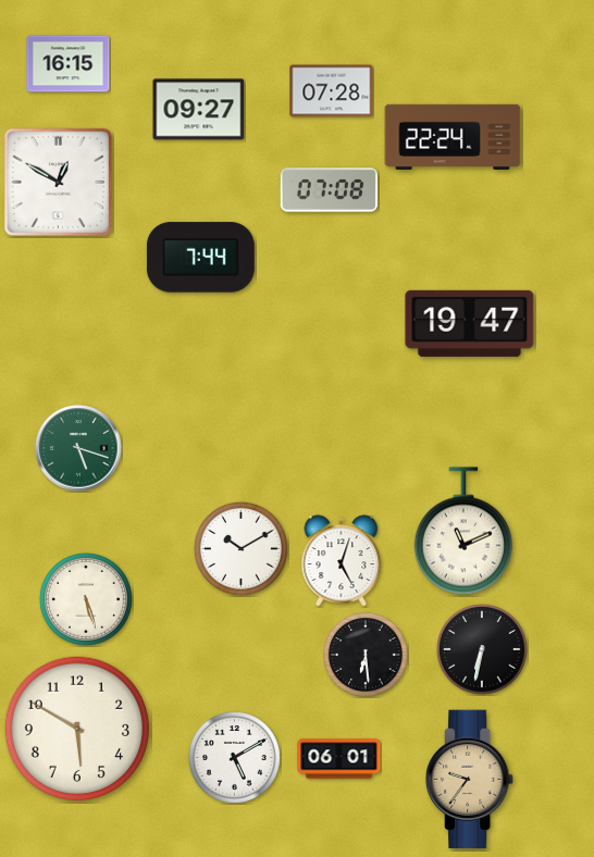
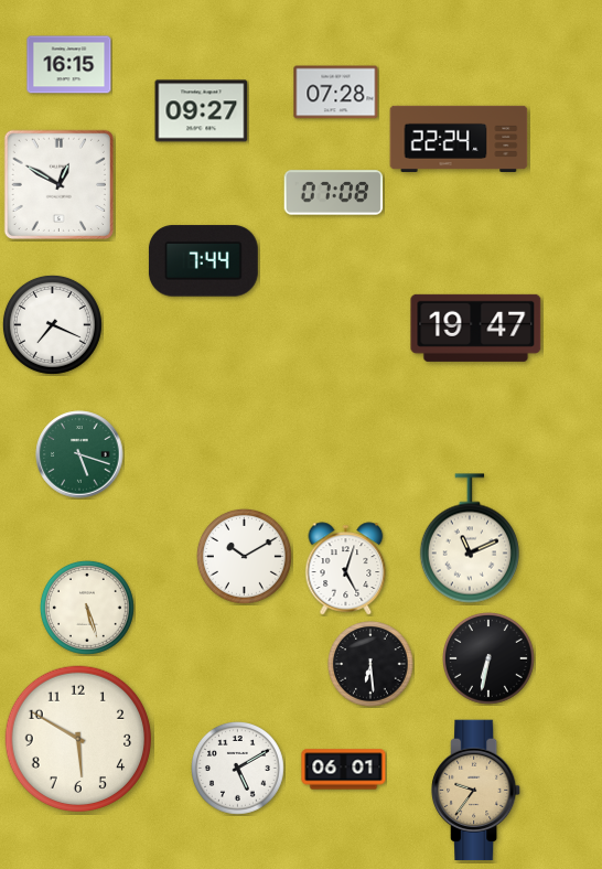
clock at (52, 324): none -> 7:19
